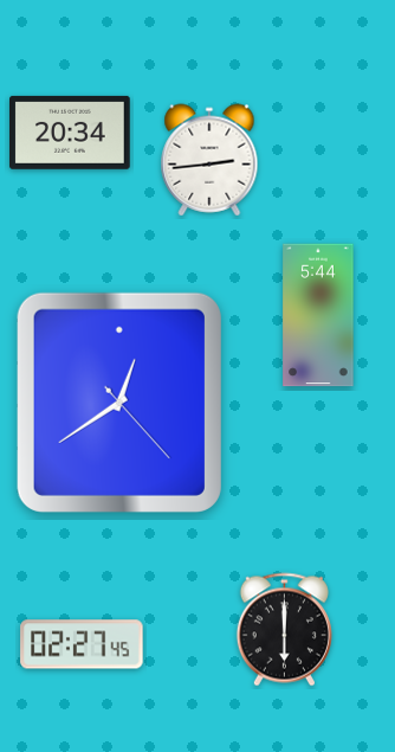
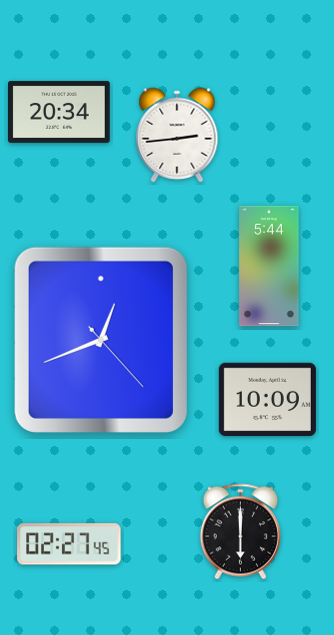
clock at (119, 403): 12:39 -> 12:41
clock at (267, 400): none -> 10:09
